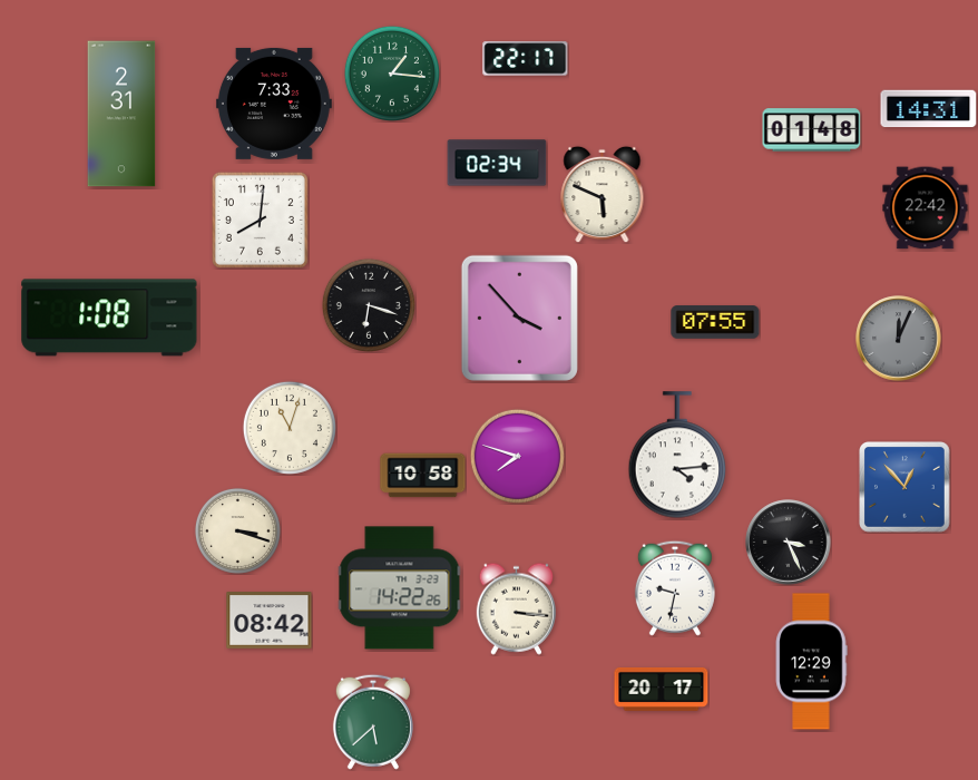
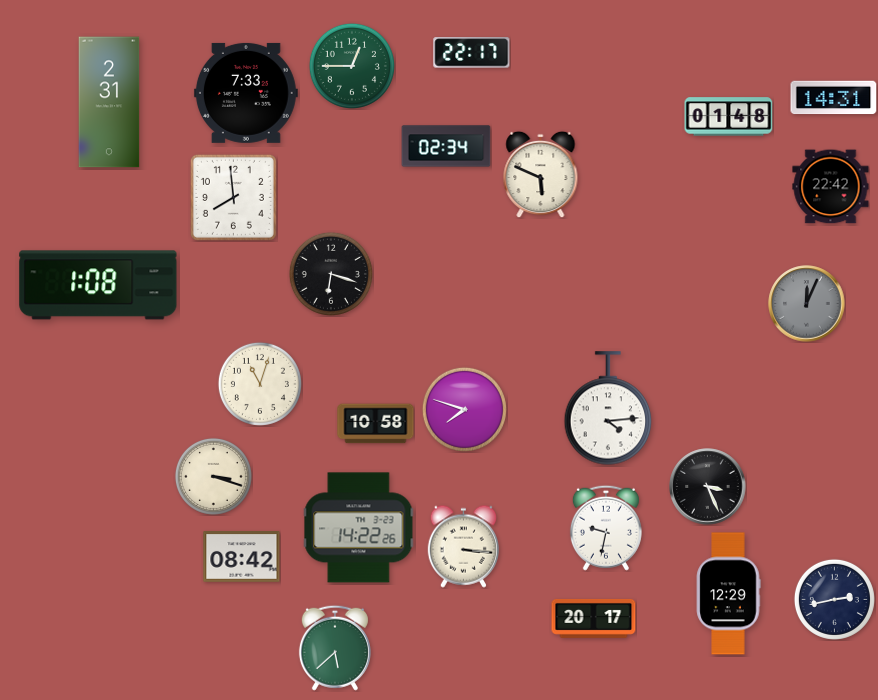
clock at (392, 74): 1:16 -> 12:45
clock at (260, 220): 8:01 -> 7:59
clock at (519, 318): 3:53 -> none
clock at (715, 322): 07:55 -> none
clock at (423, 476) position: (423, 476) -> (376, 424)
clock at (906, 488): 12:53 -> none
clock at (834, 599): none -> 2:43
